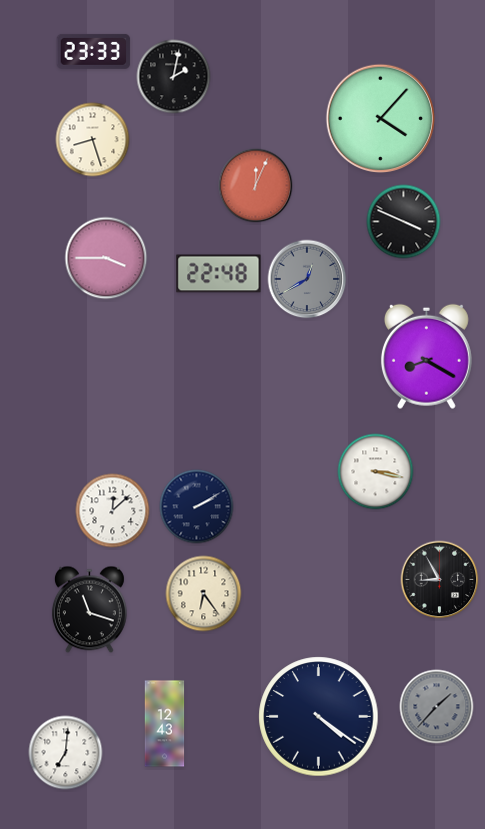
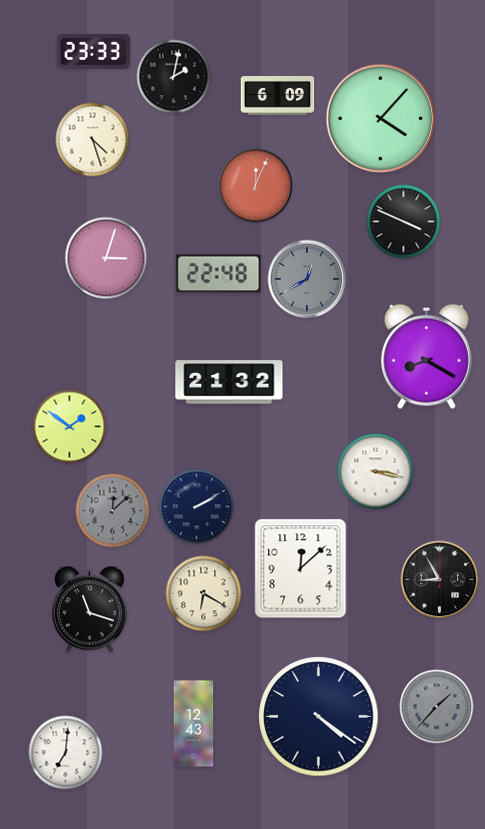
clock at (278, 96): none -> 6:09
clock at (93, 140): 8:27 -> 4:27
clock at (106, 258): 3:45 -> 3:03
clock at (229, 382): none -> 21:32
clock at (70, 427): none -> 1:51
clock at (113, 511) dial: white -> grey
clock at (301, 569): none -> 12:08
clock at (204, 594): 6:24 -> 6:20
clock at (165, 724) position: (165, 724) -> (194, 724)
